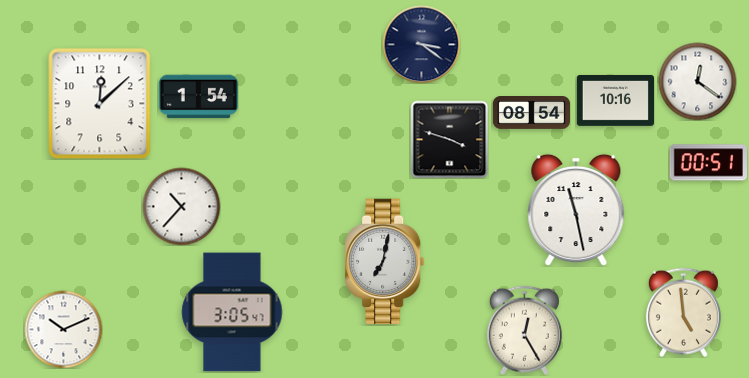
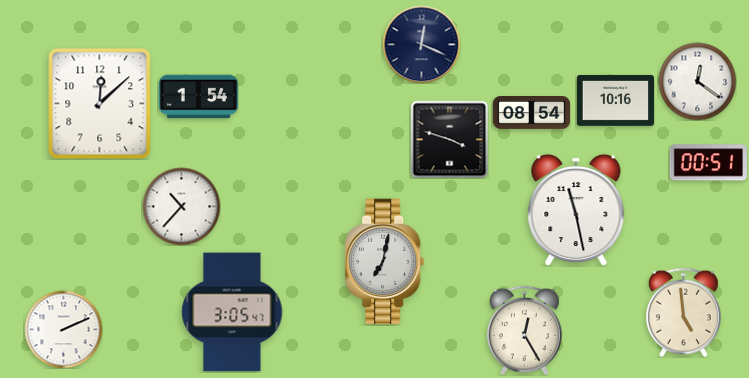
clock at (421, 44): 3:21 -> 12:19
clock at (63, 329): 10:11 -> 2:11
